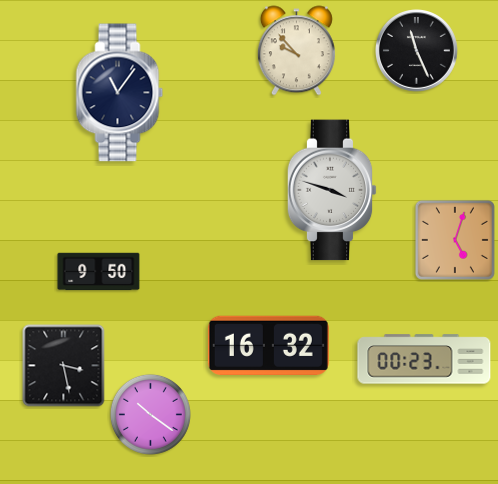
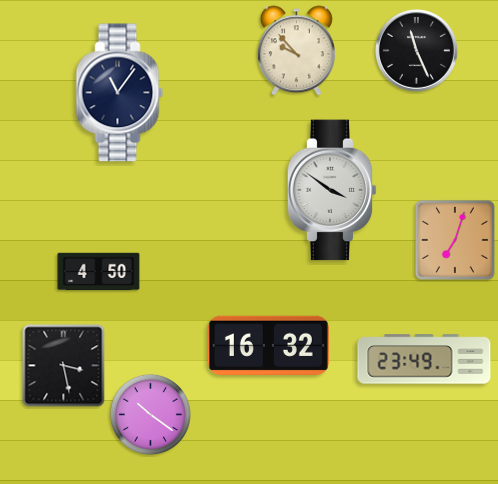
clock at (332, 190): 3:48 -> 3:51
clock at (455, 240): 5:03 -> 7:03
clock at (99, 272): 9:50 -> 4:50
clock at (424, 359): 00:23 -> 23:49
